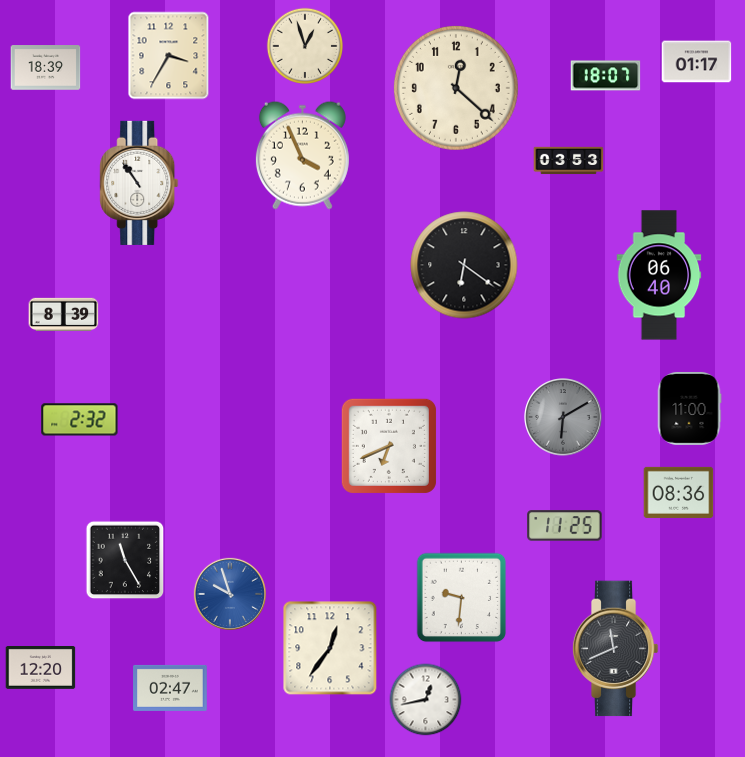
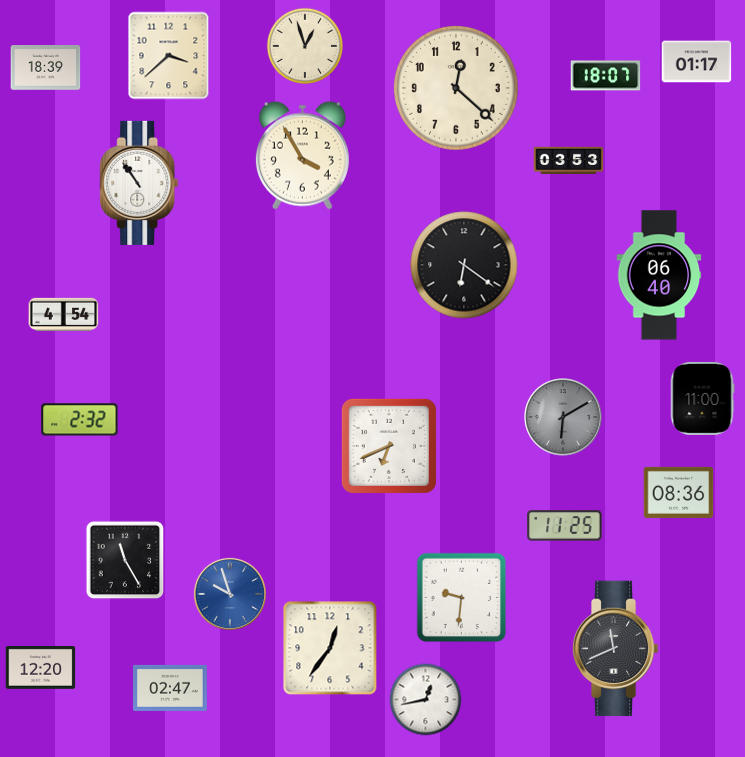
clock at (169, 56): 3:35 -> 3:38
clock at (302, 155): 3:56 -> 3:55
clock at (64, 314): 8:39 -> 4:54
clock at (689, 408) position: (689, 408) -> (702, 398)
